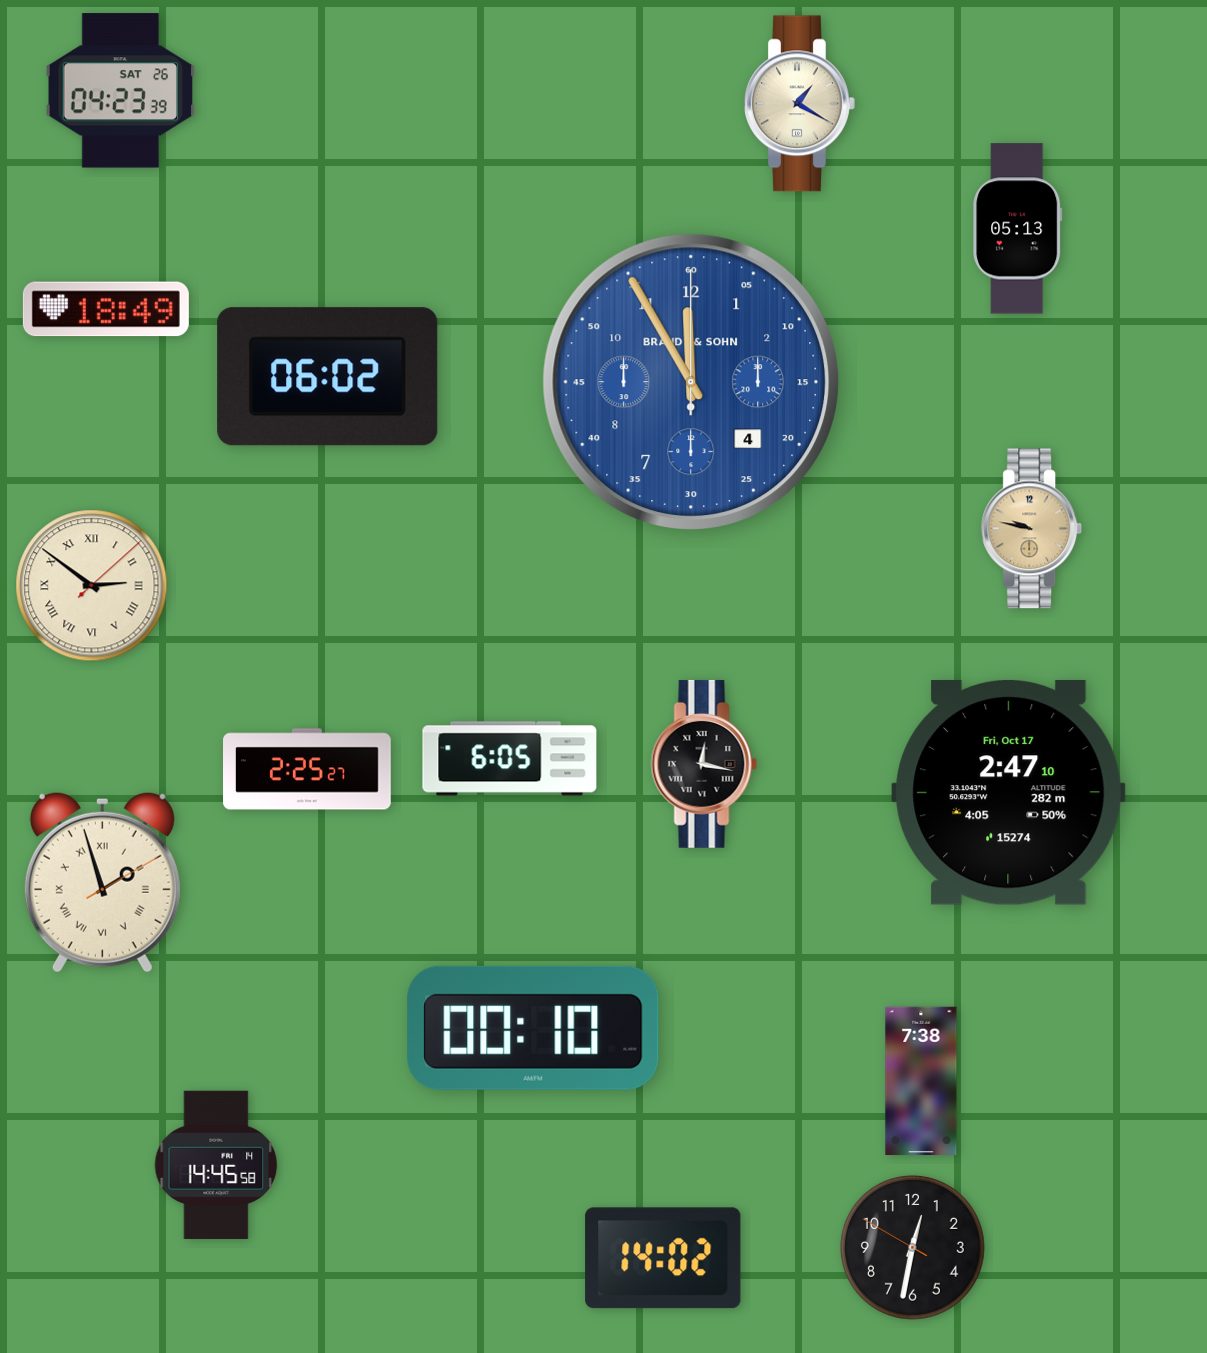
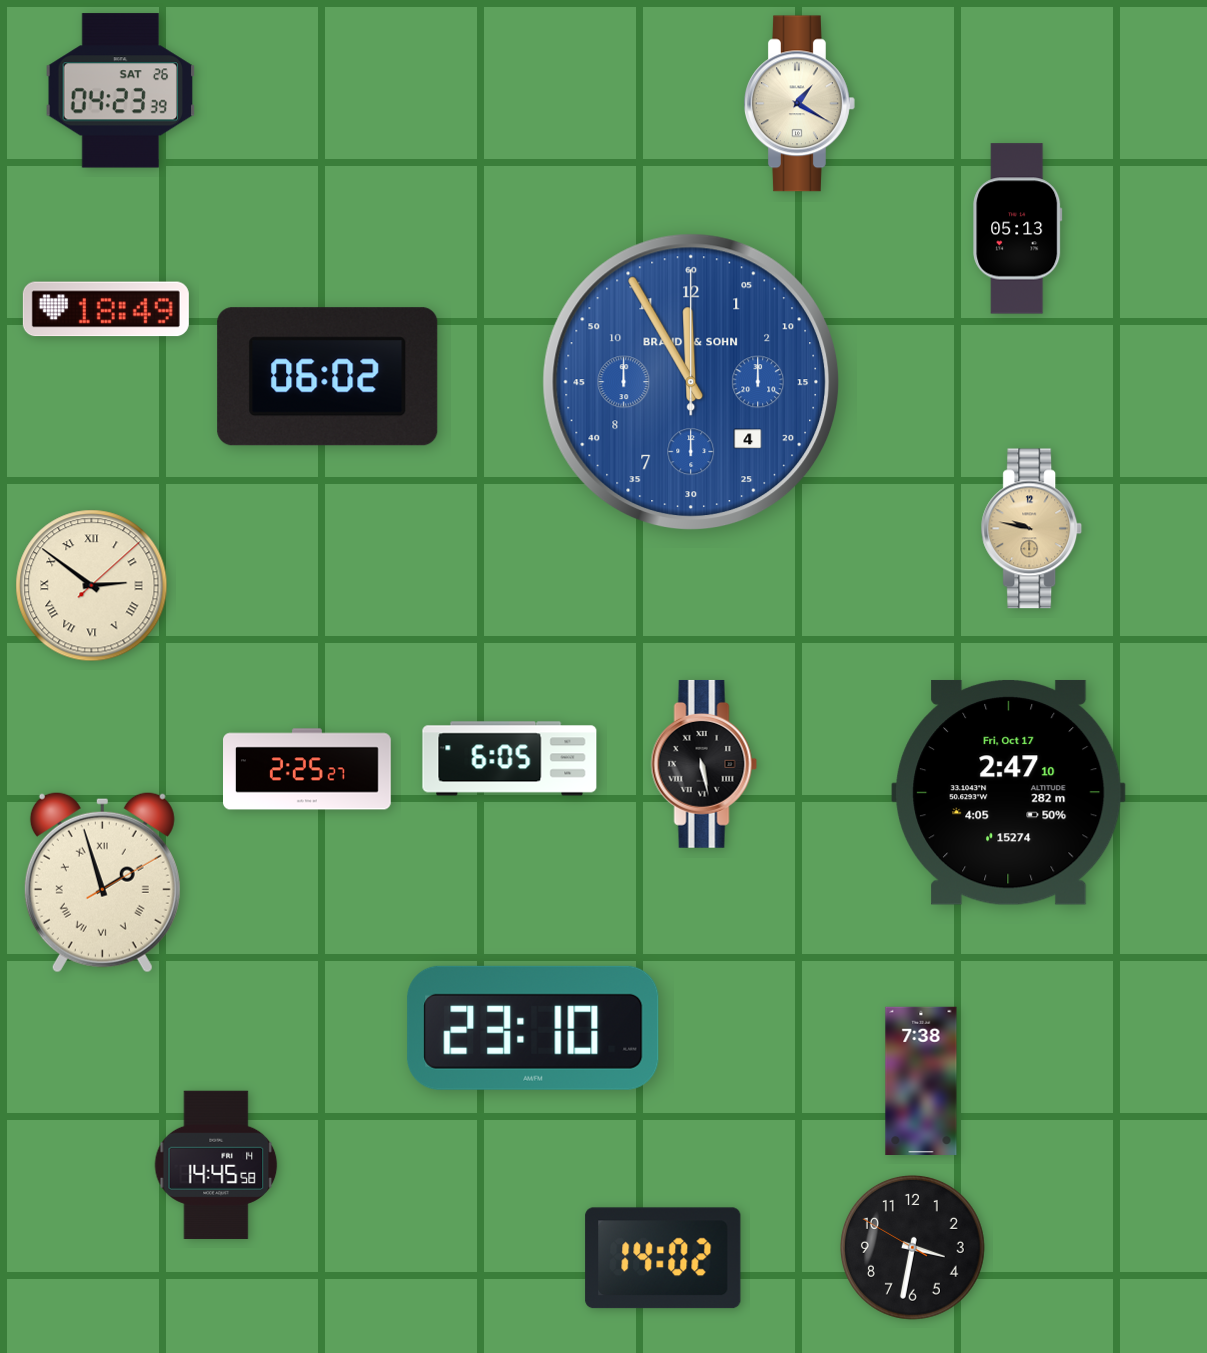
clock at (704, 764): 12:17 -> 5:28
clock at (533, 1028): 00:10 -> 23:10
clock at (912, 1247): 12:31 -> 3:31
